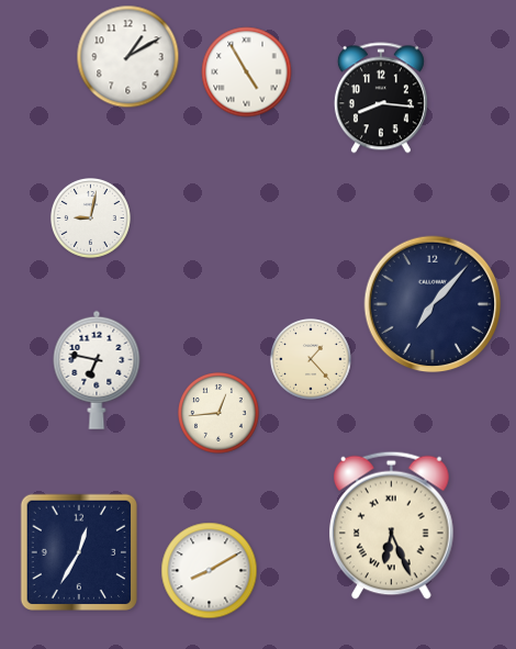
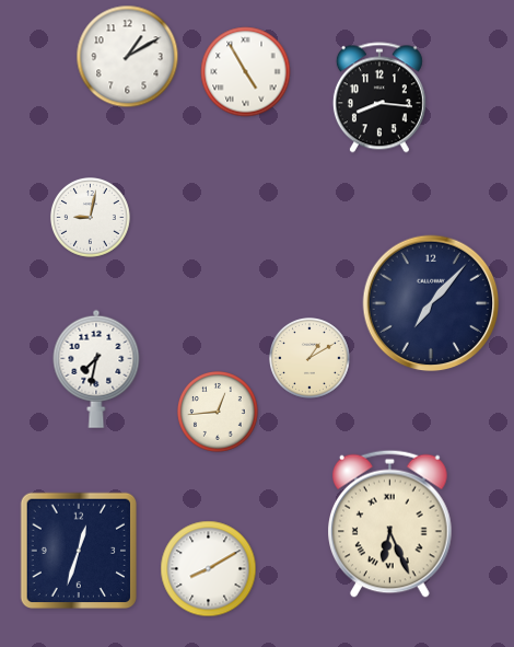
clock at (312, 360): 1:23 -> 1:10
clock at (97, 370): 6:47 -> 7:32
clock at (78, 551): 12:35 -> 12:33
